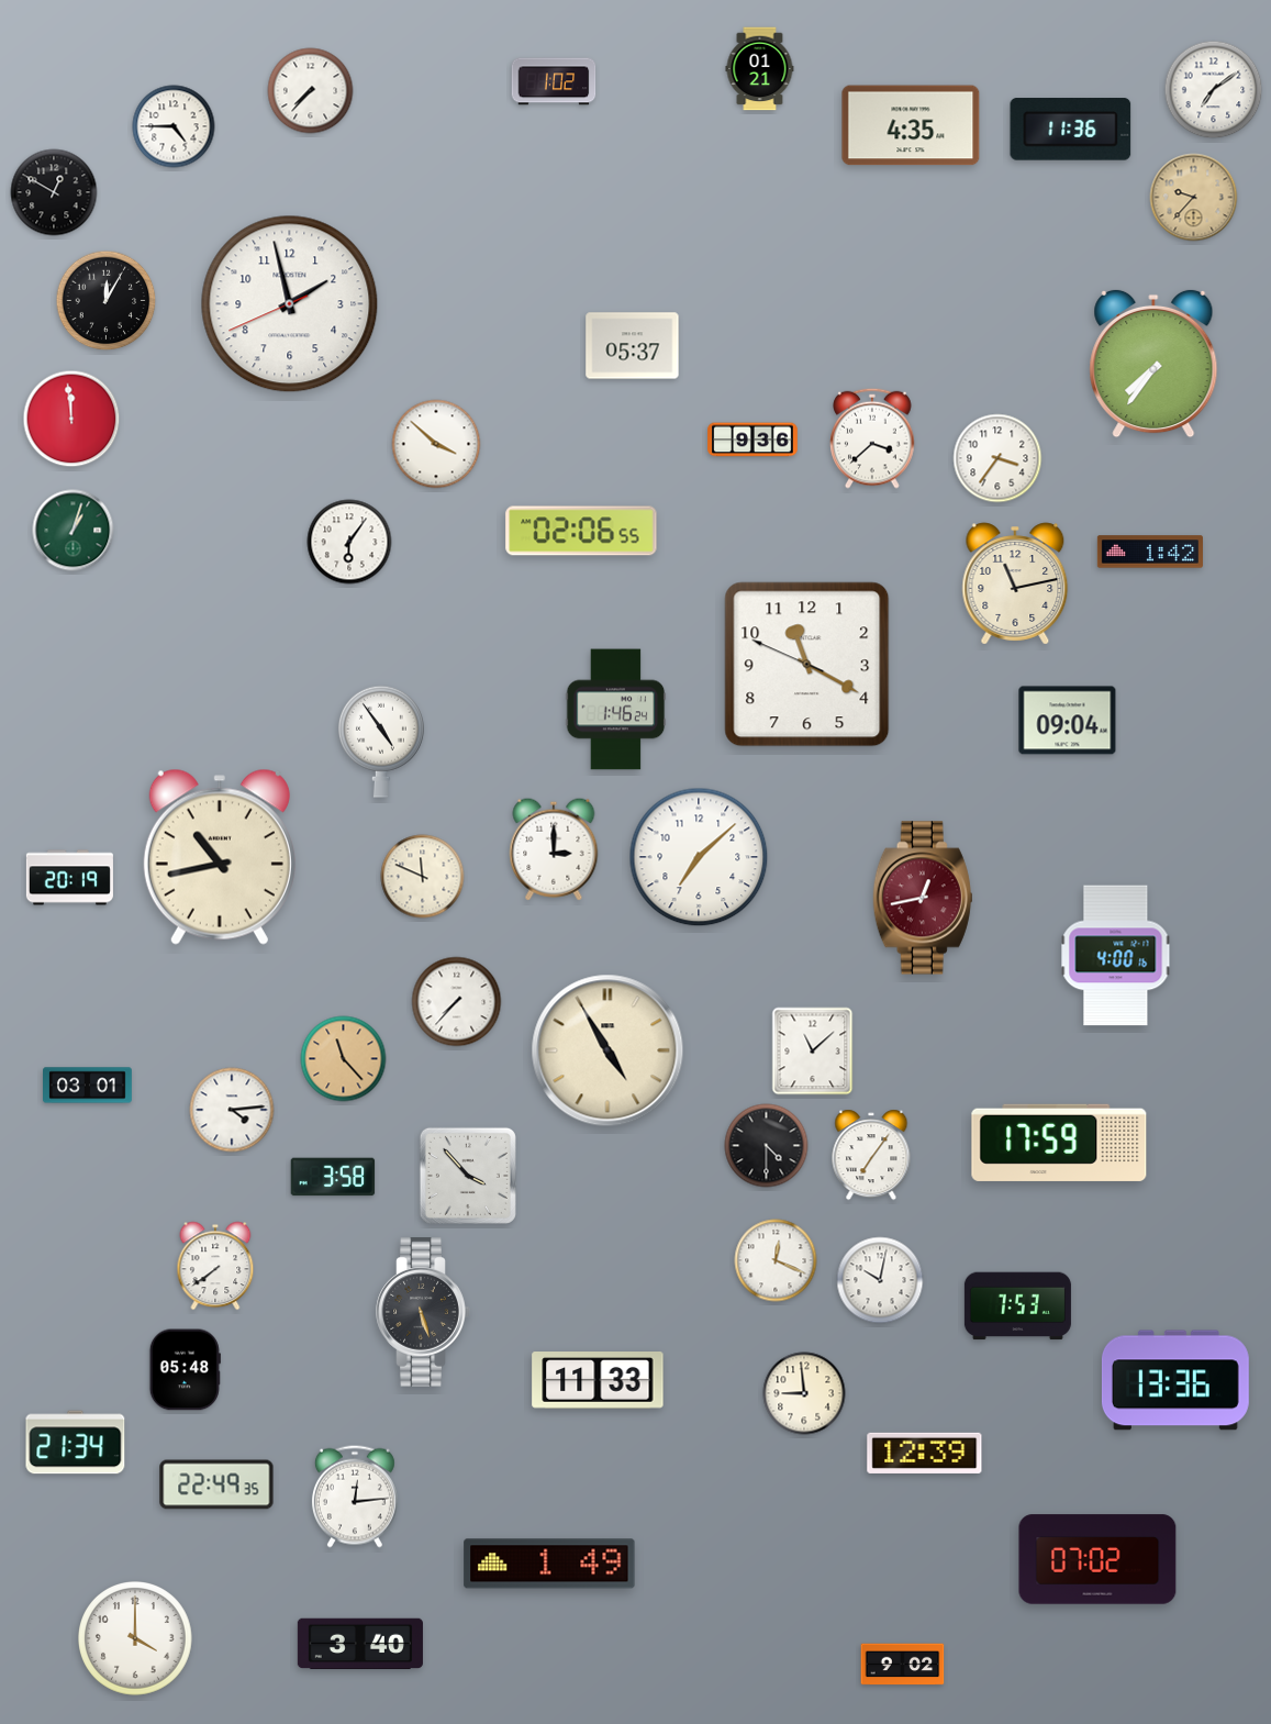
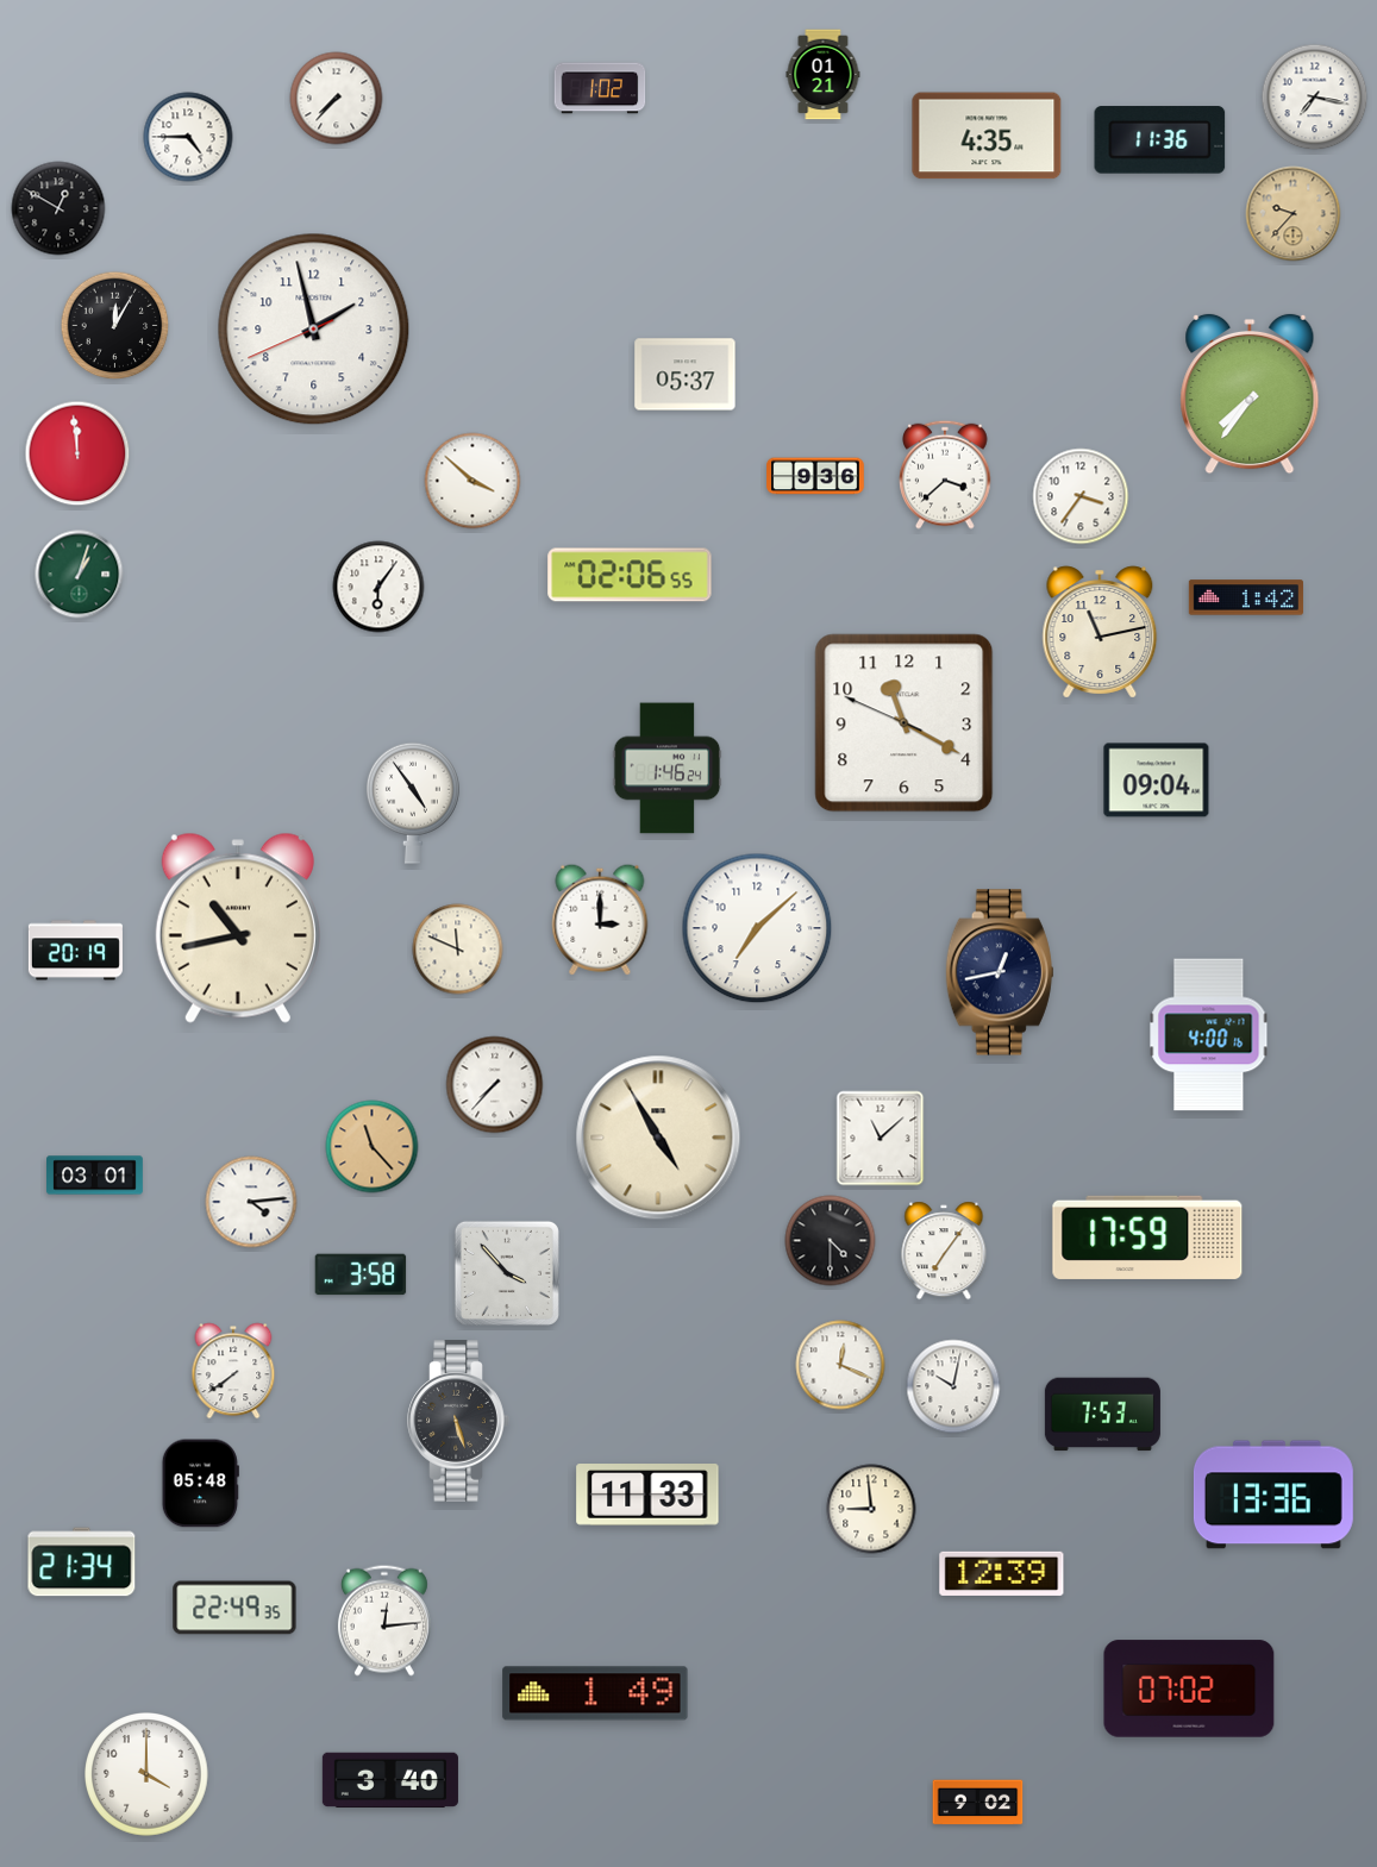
clock at (1214, 90): 7:09 -> 7:17
clock at (807, 665) position: (807, 665) -> (905, 723)
clock at (923, 898) dial: burgundy -> navy
